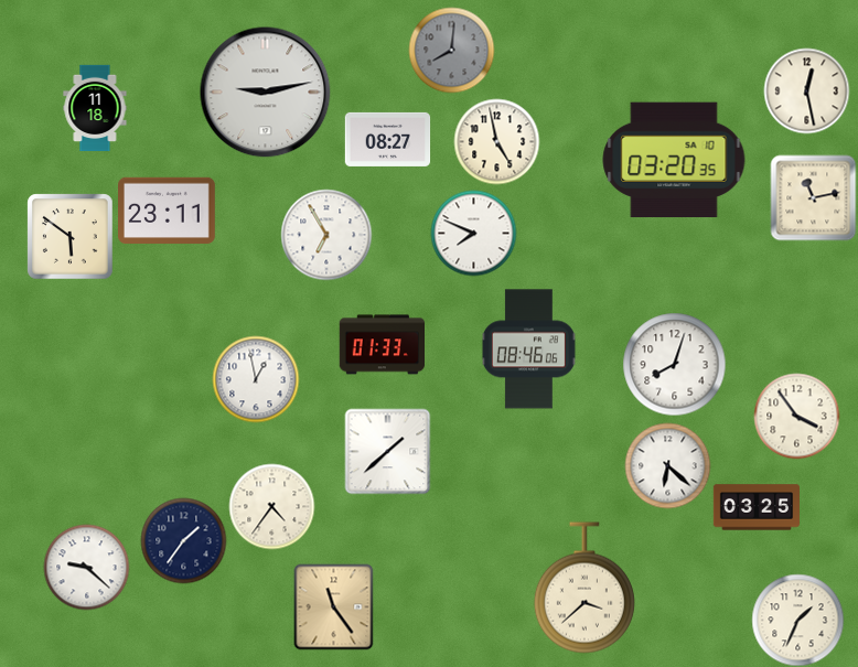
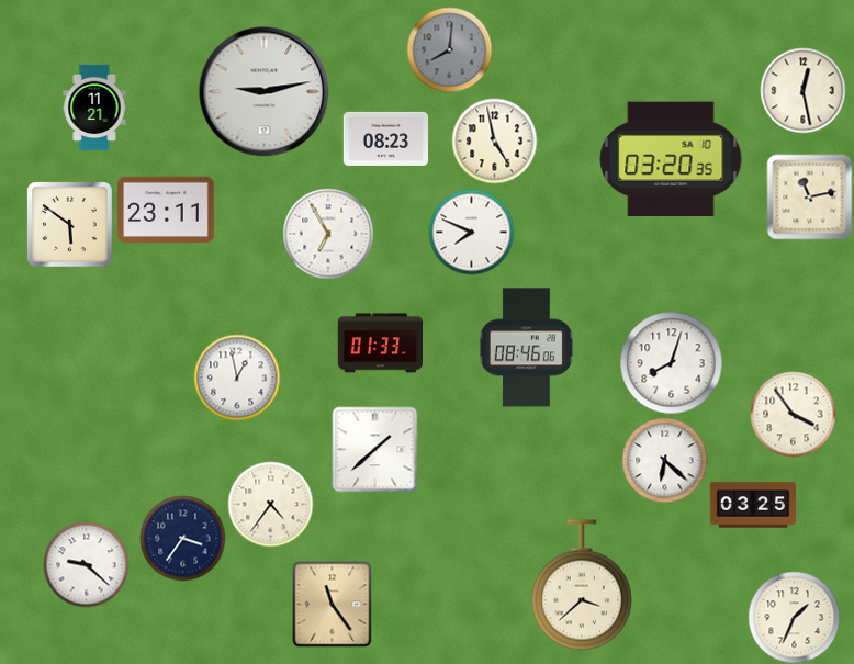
clock at (95, 108): 11:18 -> 11:21
clock at (387, 139): 08:27 -> 08:23
clock at (326, 235) position: (326, 235) -> (328, 234)
clock at (69, 236) position: (69, 236) -> (69, 224)
clock at (256, 379) position: (256, 379) -> (237, 378)
clock at (387, 451) position: (387, 451) -> (374, 449)
clock at (667, 465) position: (667, 465) -> (664, 460)
clock at (183, 540): 1:36 -> 3:36
